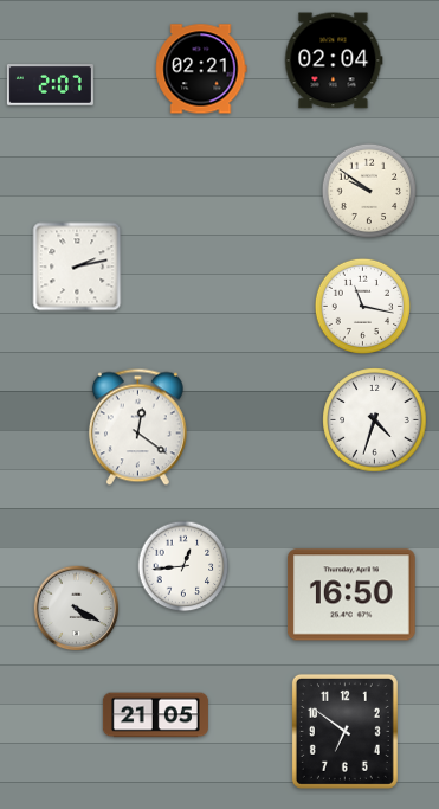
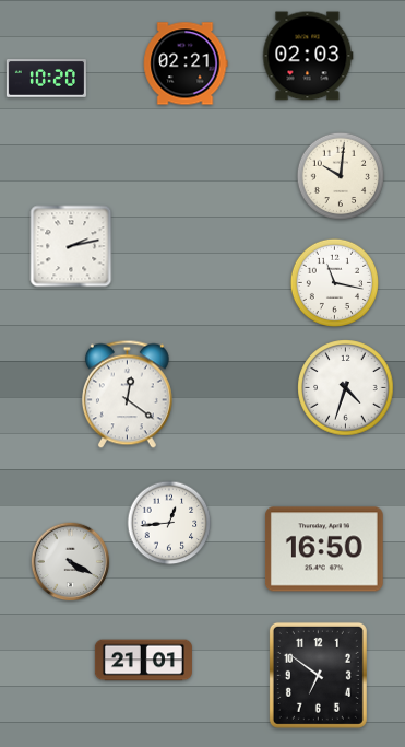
clock at (334, 60): 02:04 -> 02:03
clock at (50, 85): 2:07 -> 10:20
clock at (368, 190): 9:51 -> 10:01
clock at (155, 715): 21:05 -> 21:01
